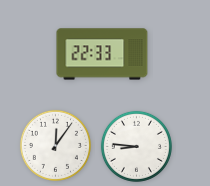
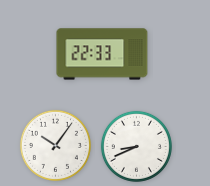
clock at (55, 145): 12:06 -> 10:06
clock at (136, 146): 8:46 -> 8:41
